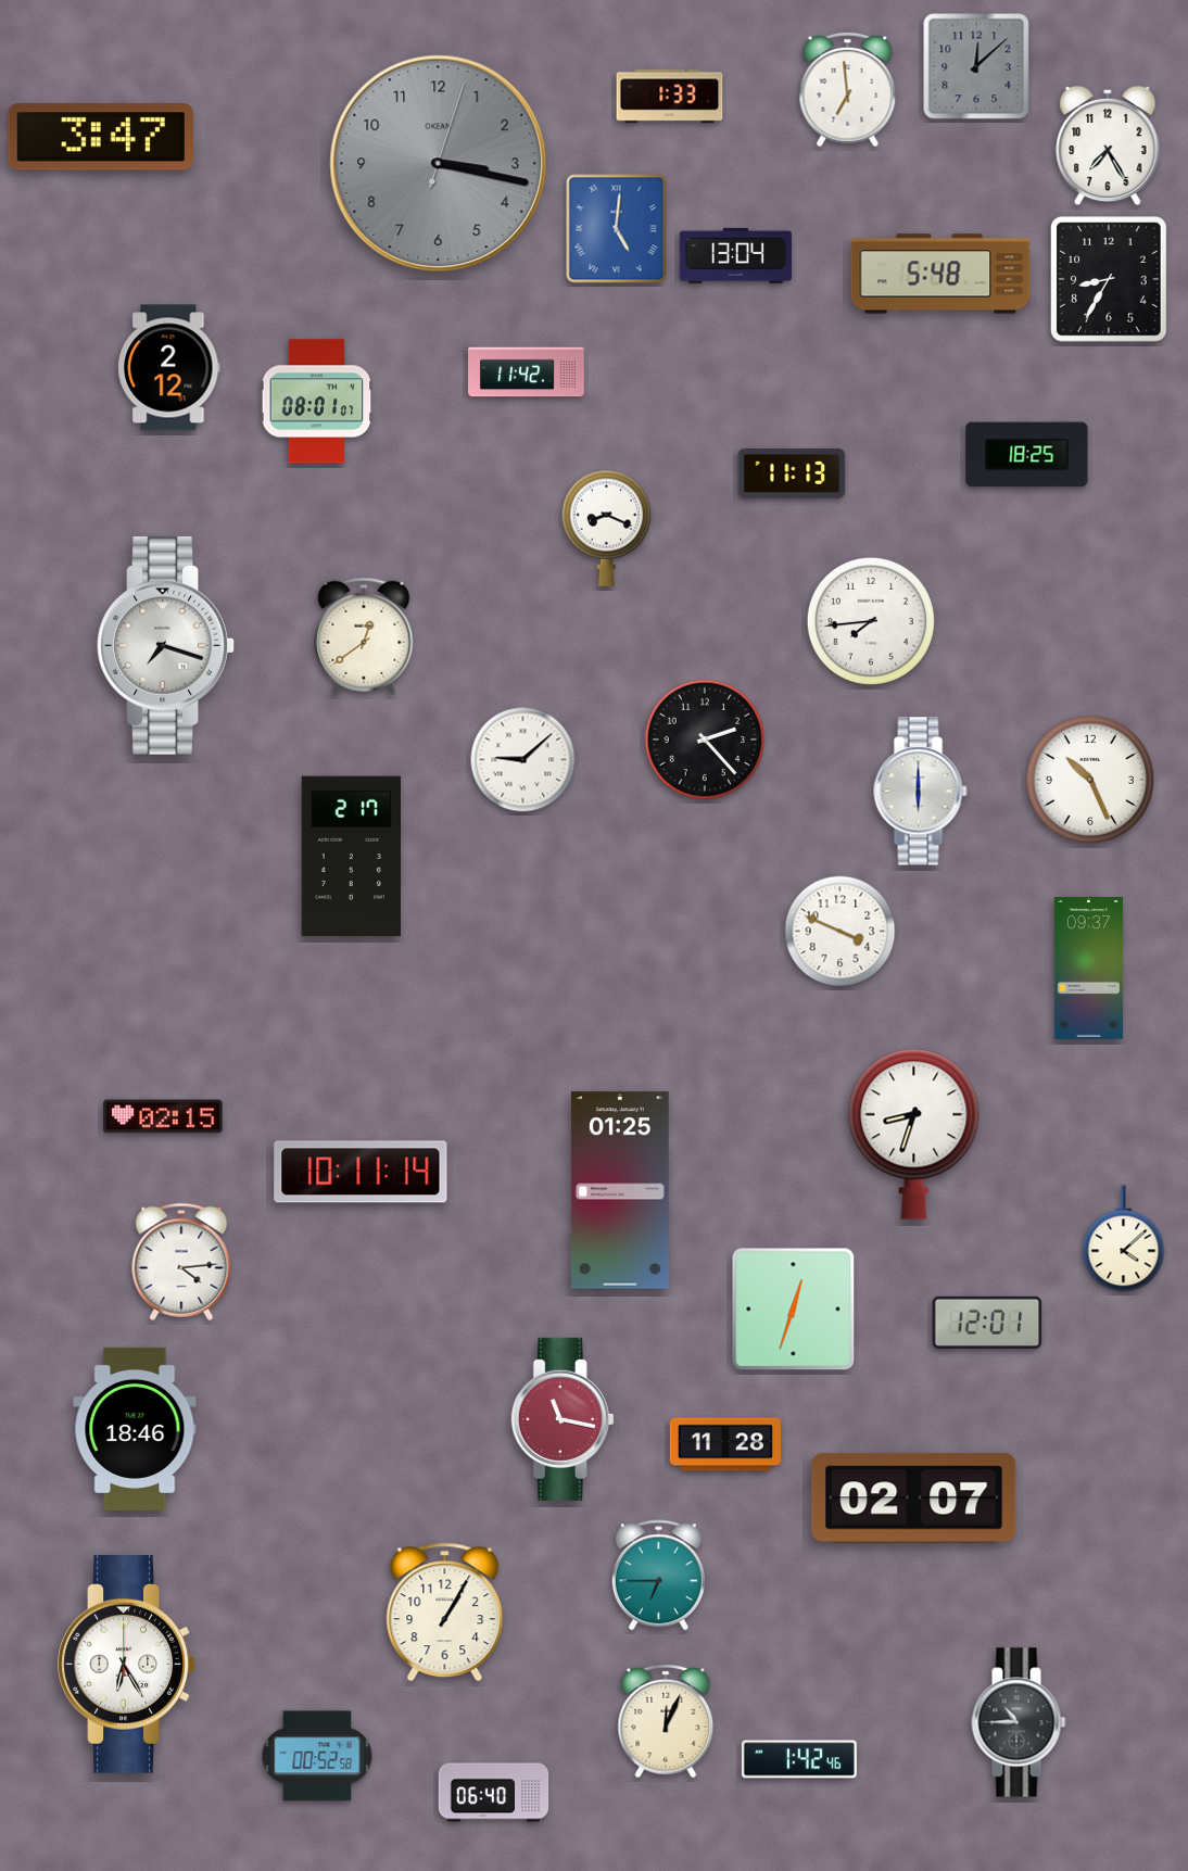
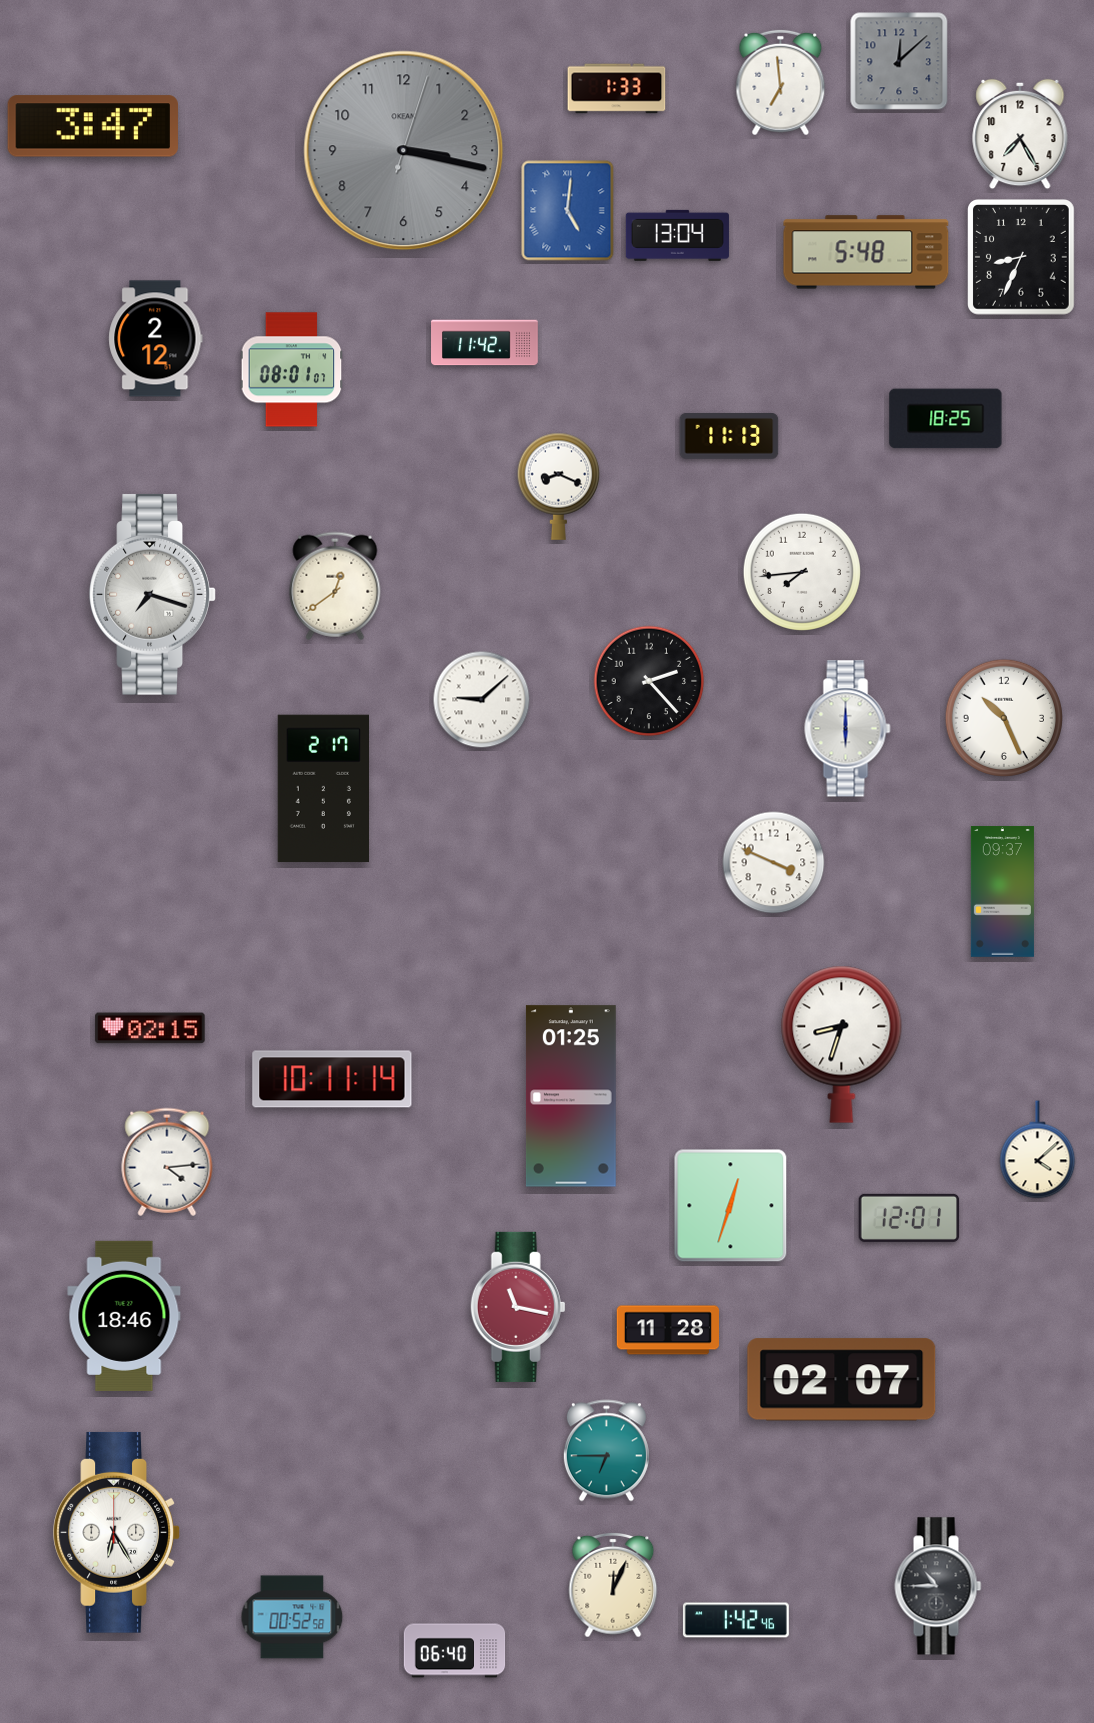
clock at (1110, 280): 8:35 -> 8:34
clock at (841, 932) position: (841, 932) -> (774, 863)
clock at (1124, 1239) position: (1124, 1239) -> (1038, 1150)
clock at (445, 1613): 1:05 -> none
